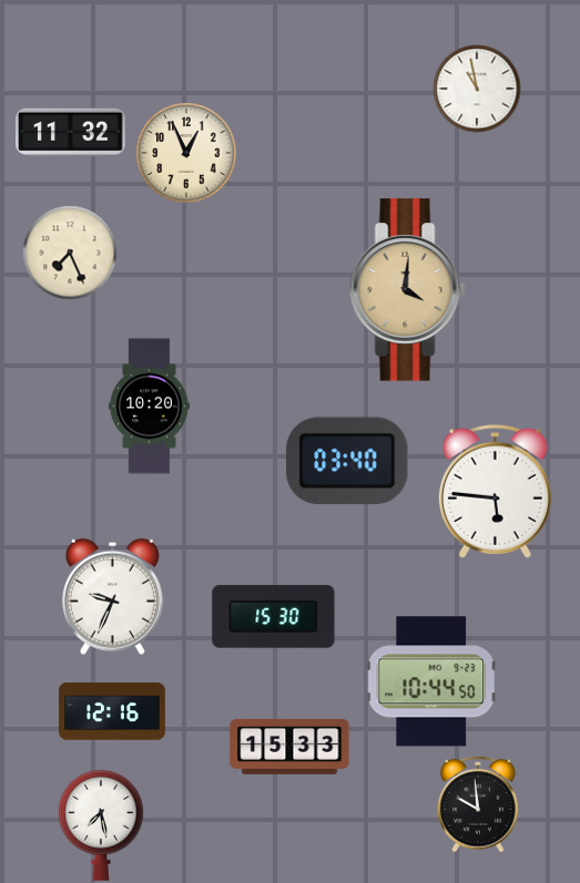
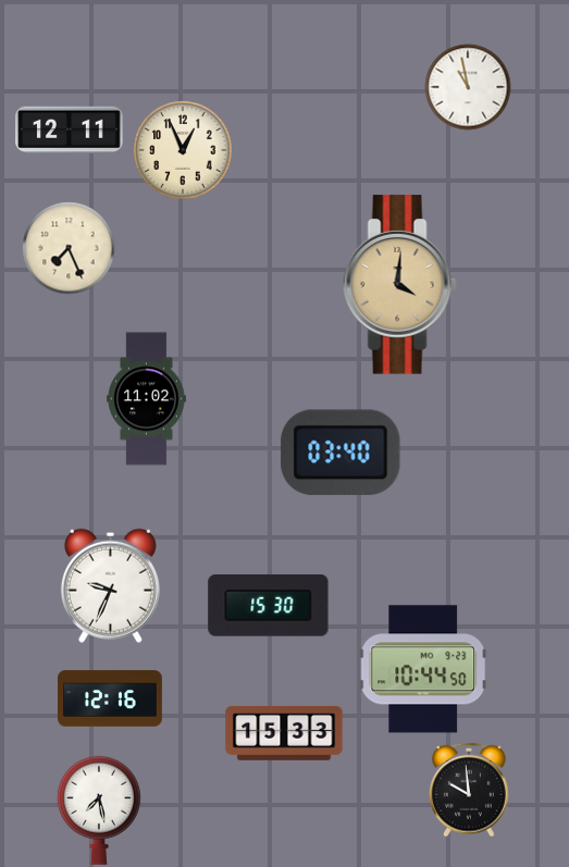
clock at (71, 133): 11:32 -> 12:11
clock at (150, 407): 10:20 -> 11:02
clock at (495, 491): 5:46 -> none
